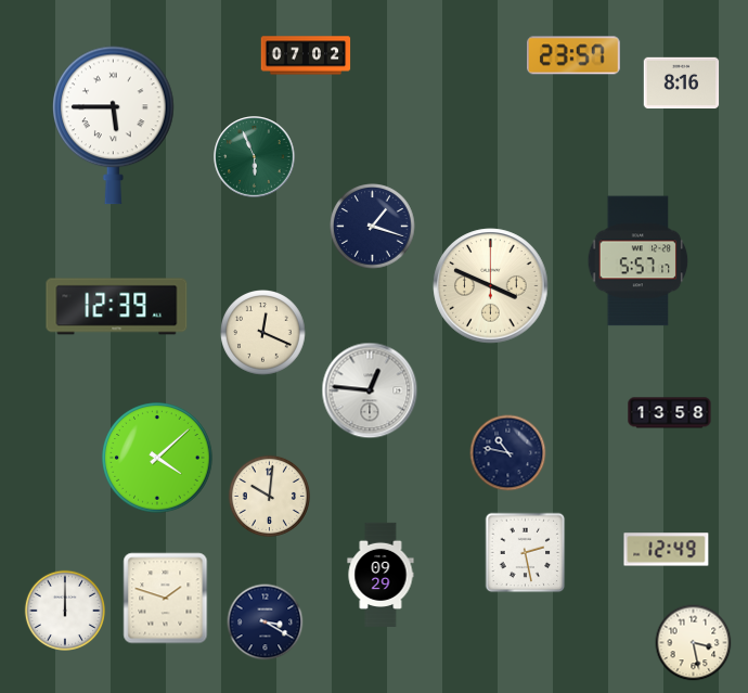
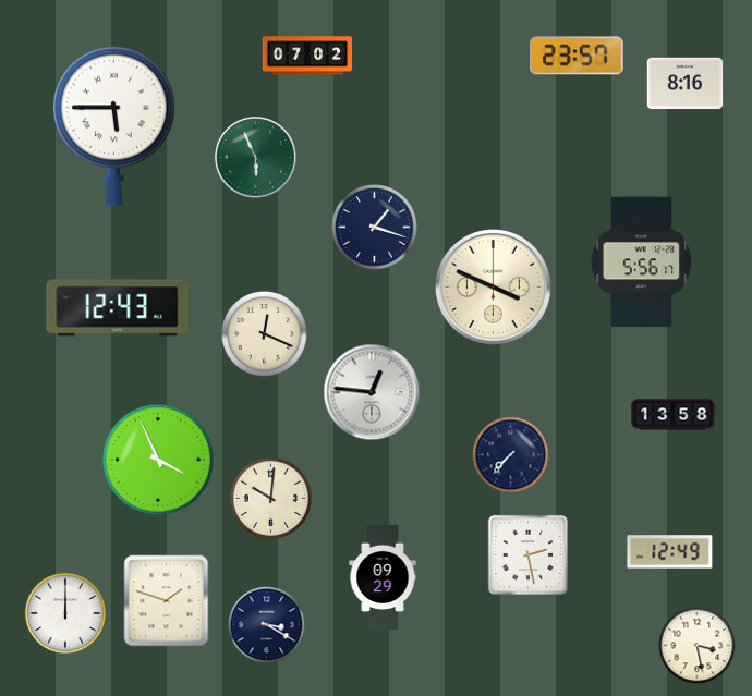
clock at (639, 261): 5:57 -> 5:56
clock at (117, 307): 12:39 -> 12:43
clock at (508, 453): 10:47 -> 7:37
clock at (157, 458): 4:08 -> 3:56
